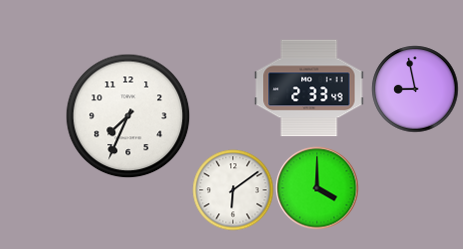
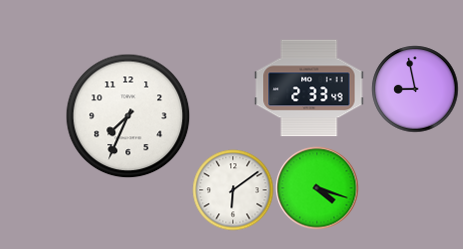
clock at (317, 188): 4:00 -> 4:18
